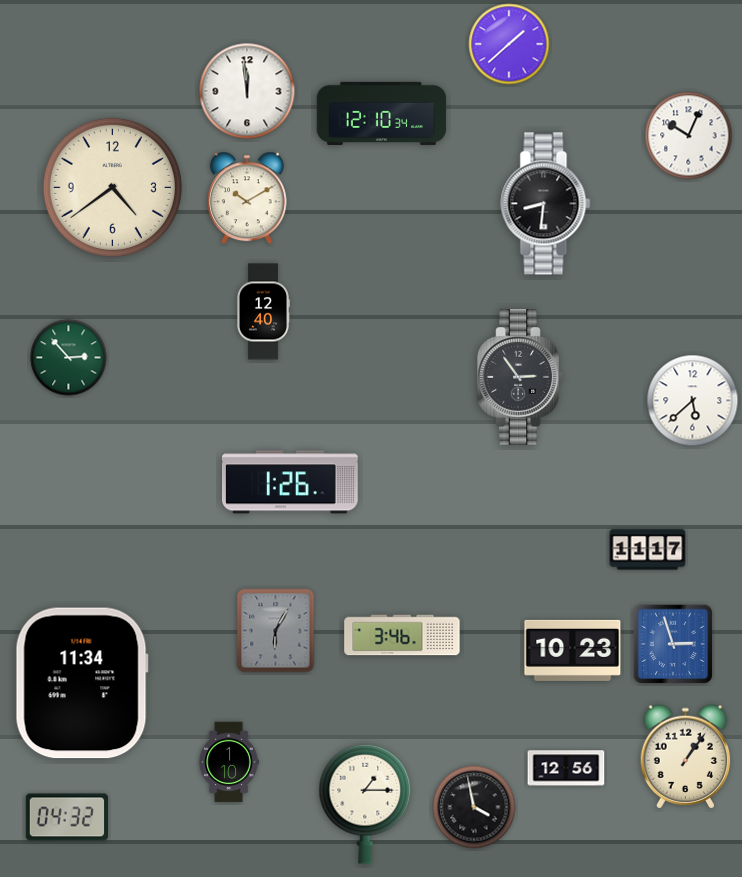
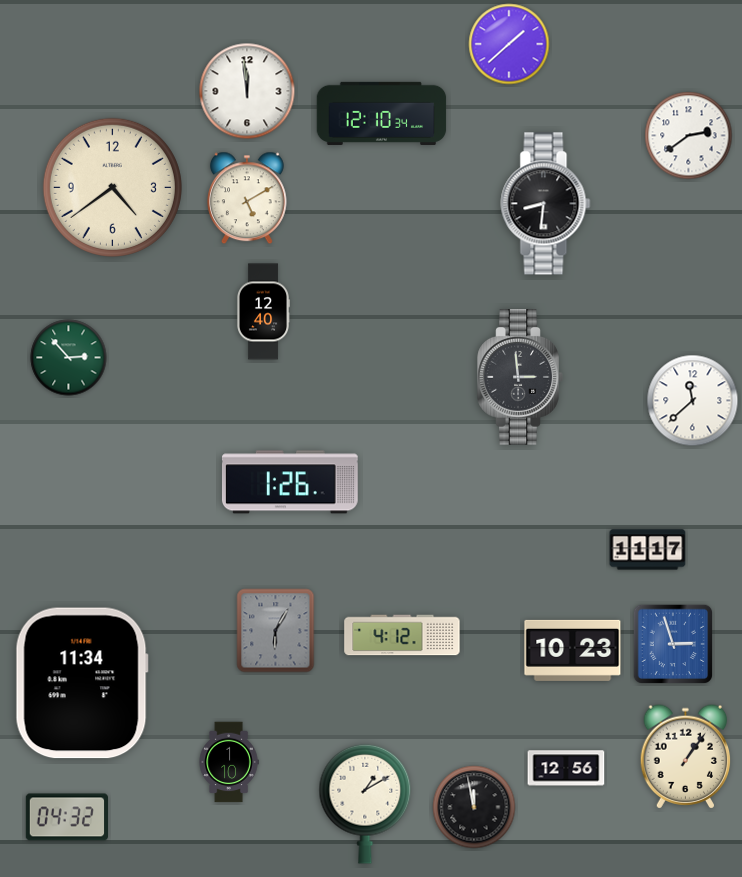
clock at (689, 136): 10:04 -> 2:39
clock at (247, 198): 10:10 -> 5:10
clock at (520, 378): 2:54 -> 2:59
clock at (693, 401): 5:38 -> 11:38
clock at (402, 635): 3:46 -> 4:12
clock at (365, 804): 1:15 -> 1:10
clock at (474, 807): 3:58 -> 11:58
